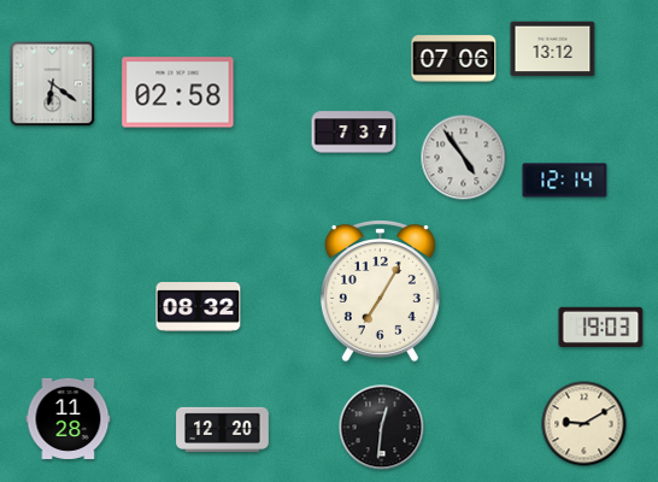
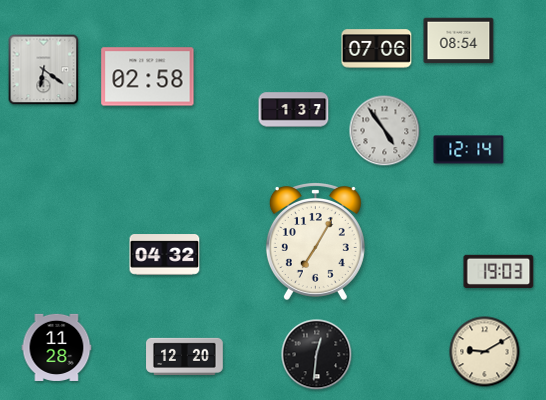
clock at (553, 49): 13:12 -> 08:54
clock at (354, 133): 7:37 -> 1:37
clock at (199, 307): 08:32 -> 04:32
